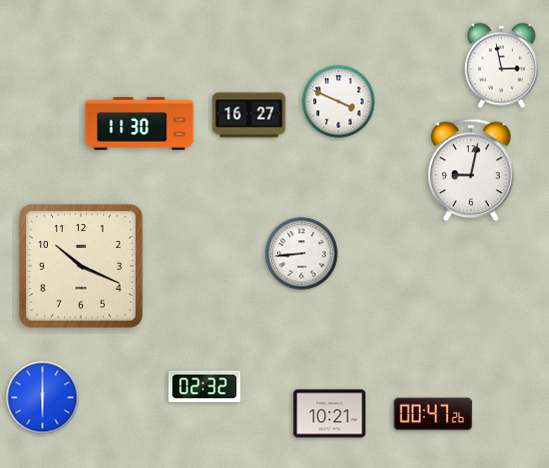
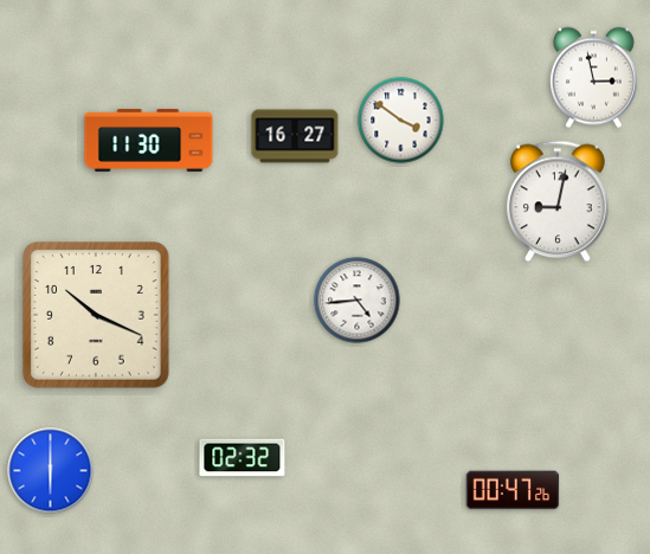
clock at (339, 102): 3:49 -> 3:51
clock at (140, 123) position: (140, 123) -> (149, 140)
clock at (302, 254): 8:44 -> 4:44
clock at (330, 414): 10:21 -> none
